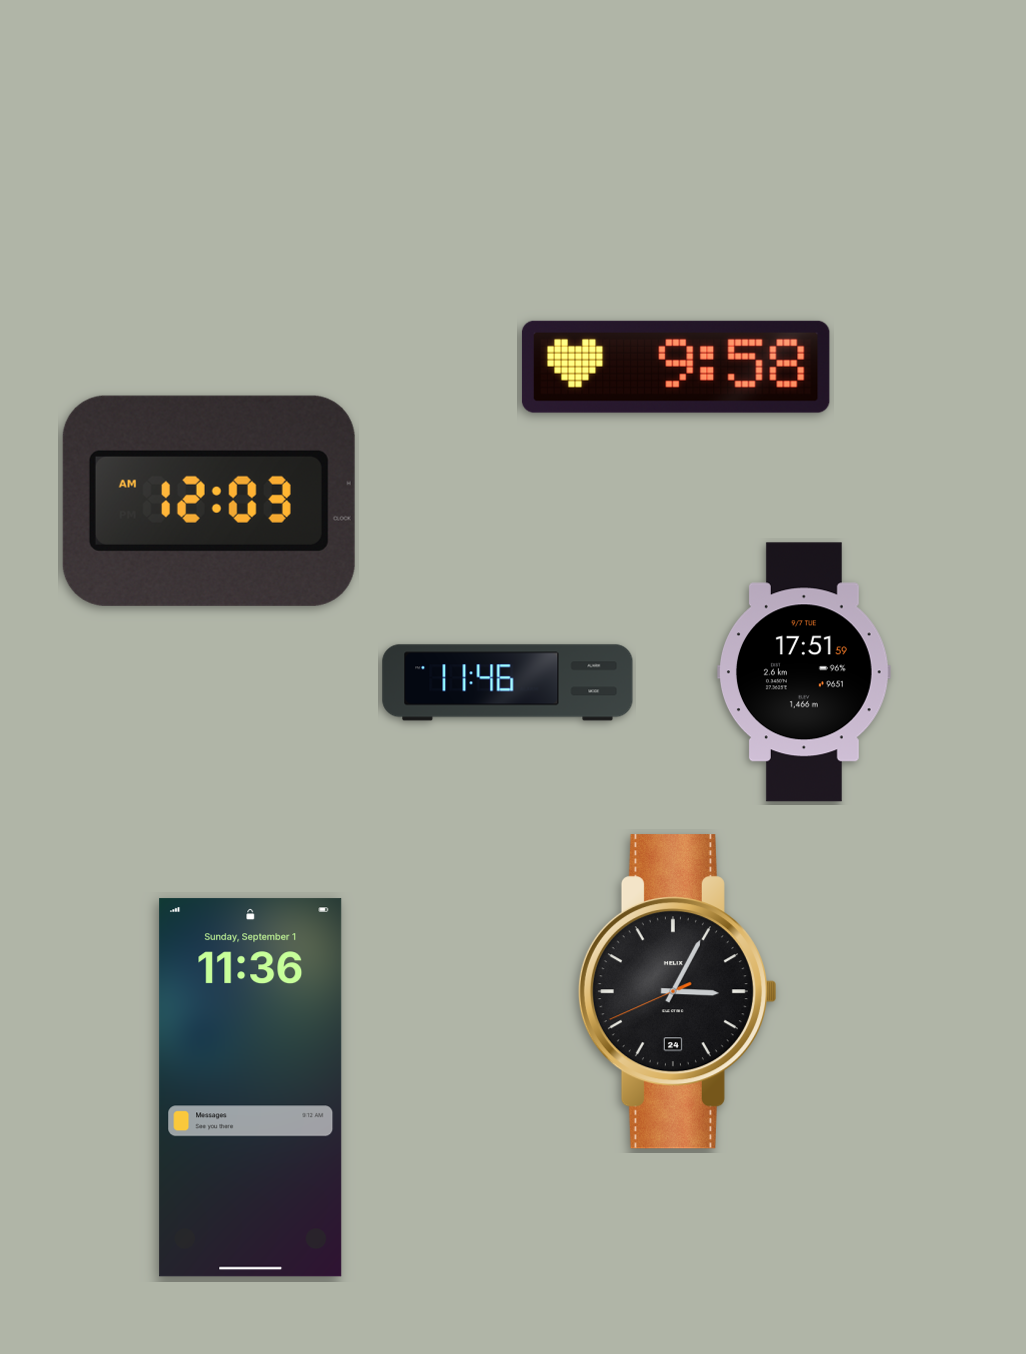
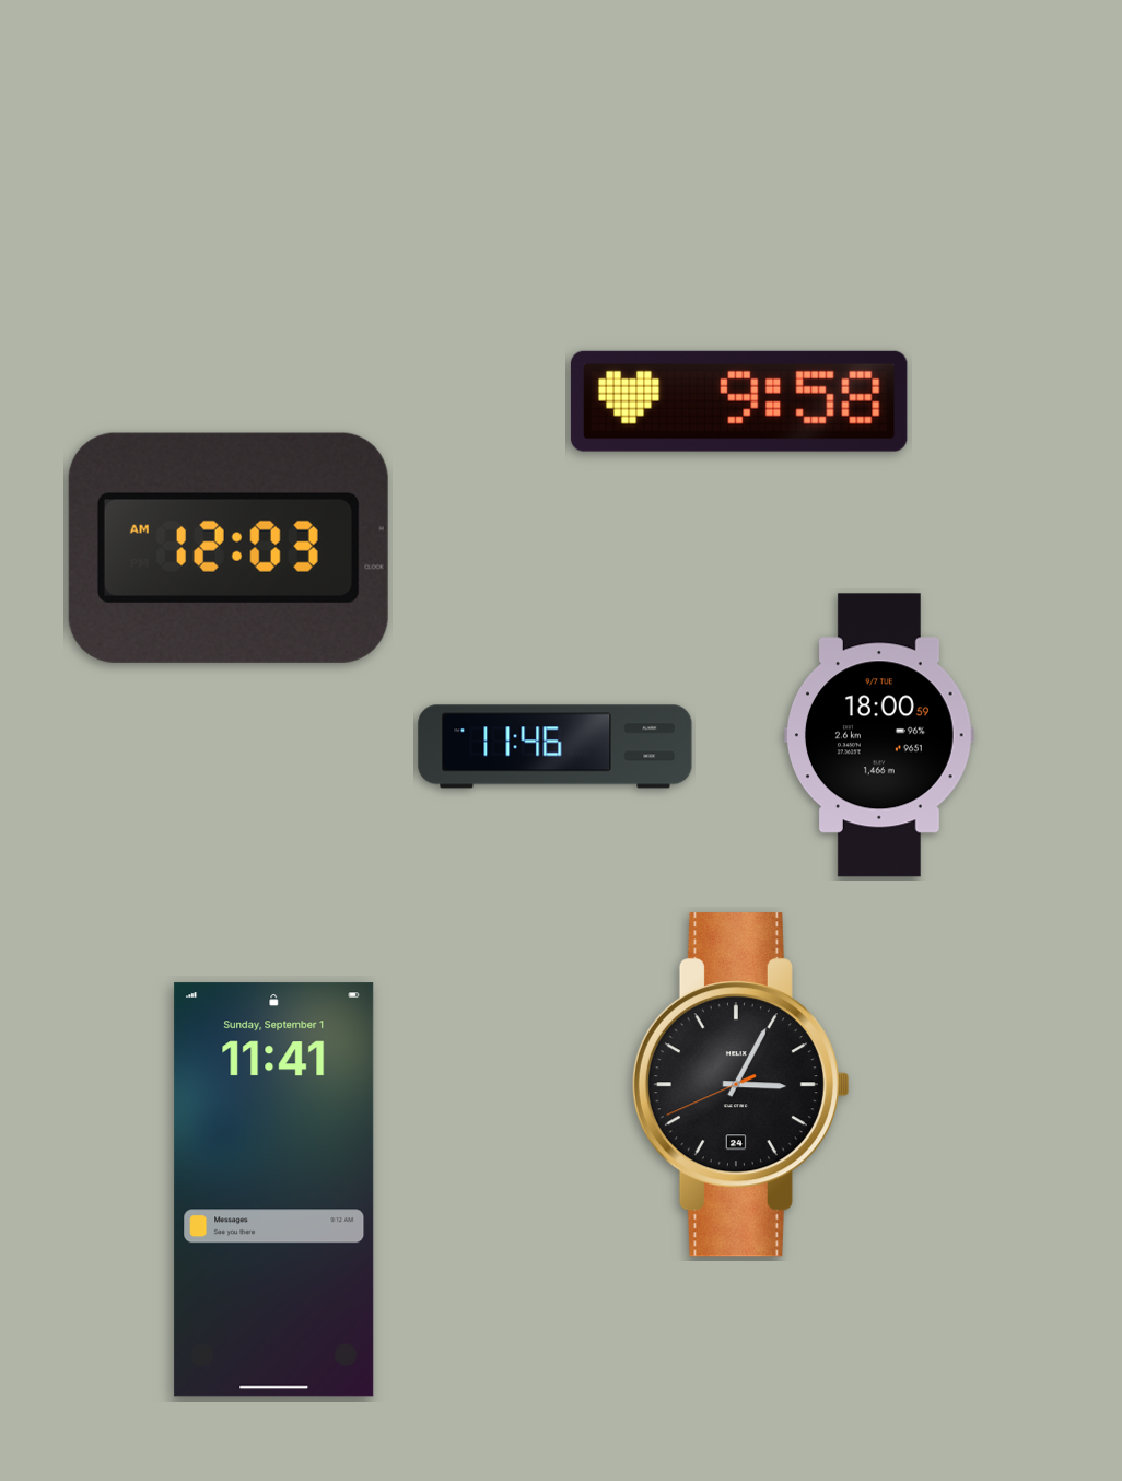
clock at (804, 672): 17:51 -> 18:00
clock at (251, 1088): 11:36 -> 11:41
